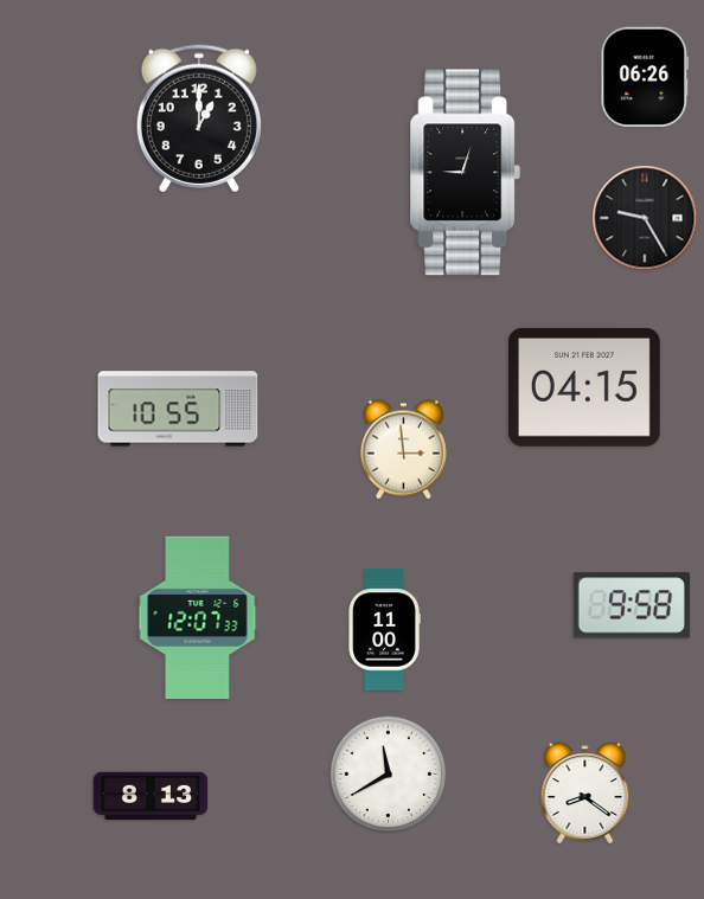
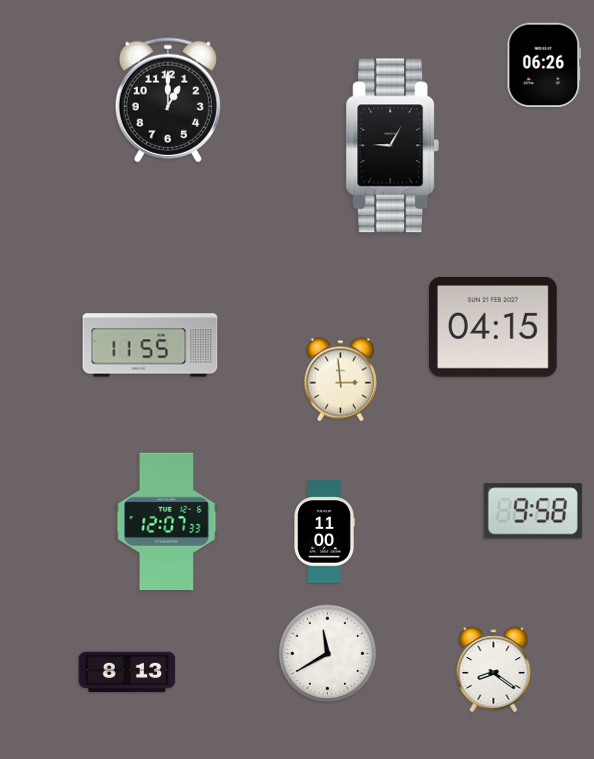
clock at (466, 173): 9:03 -> 9:05
clock at (645, 218): 9:25 -> none
clock at (178, 409): 10:55 -> 11:55
